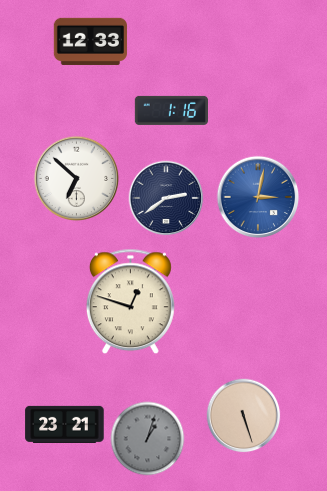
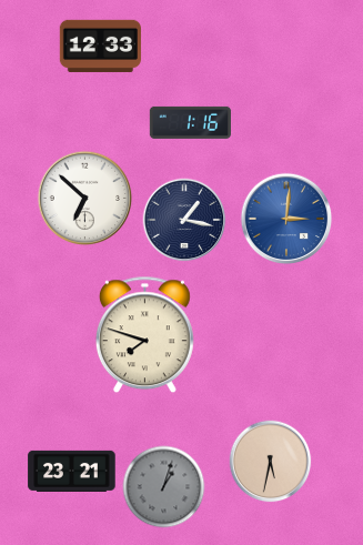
clock at (258, 197): 3:02 -> 3:01
clock at (166, 198): 2:39 -> 1:17
clock at (130, 302): 12:48 -> 7:48
clock at (244, 416): 5:27 -> 5:32
